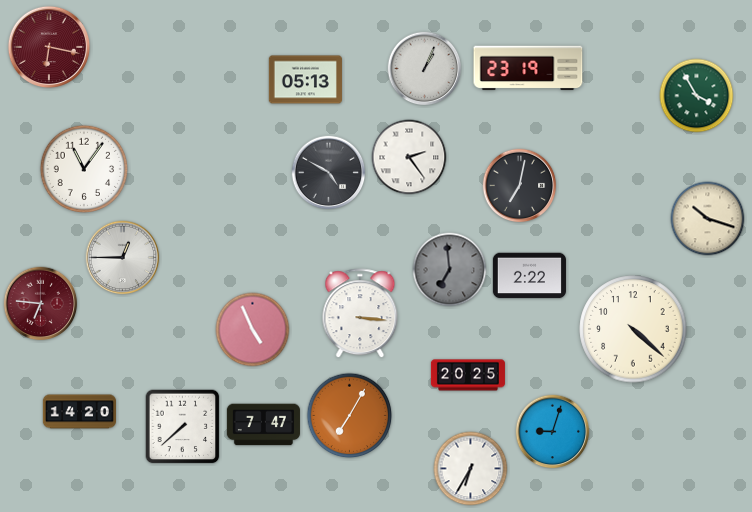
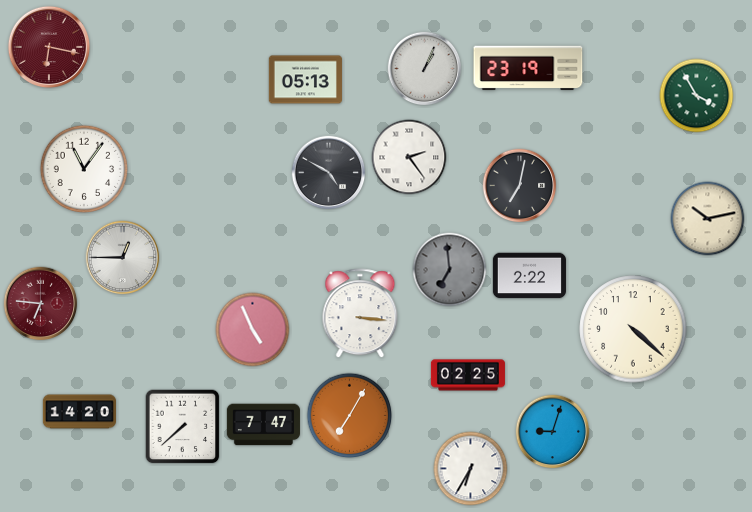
clock at (708, 219): 10:18 -> 10:13
clock at (468, 375): 20:25 -> 02:25
